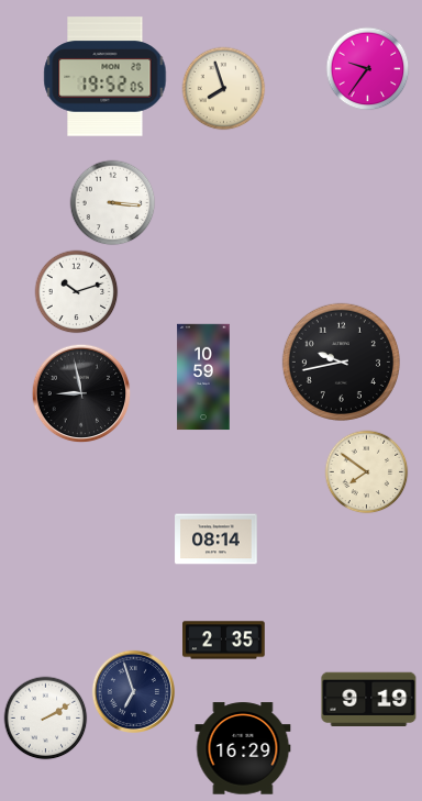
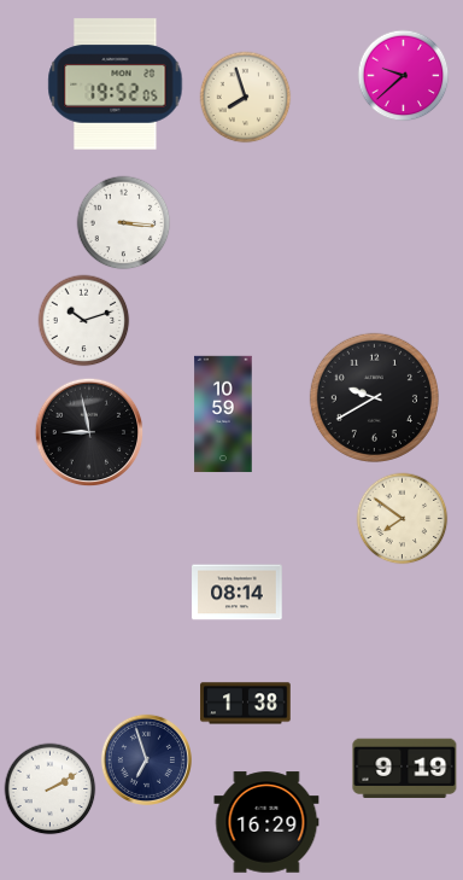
clock at (368, 69): 9:36 -> 9:38
clock at (341, 361): 9:43 -> 9:40
clock at (224, 641): 2:35 -> 1:38
